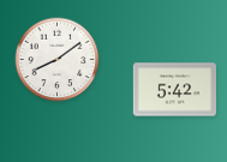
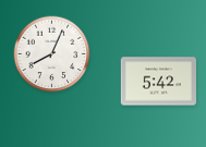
clock at (58, 60): 8:09 -> 8:04
